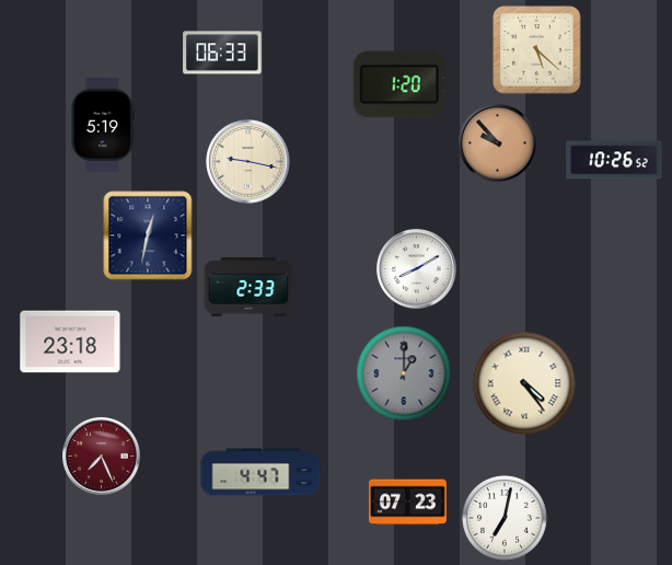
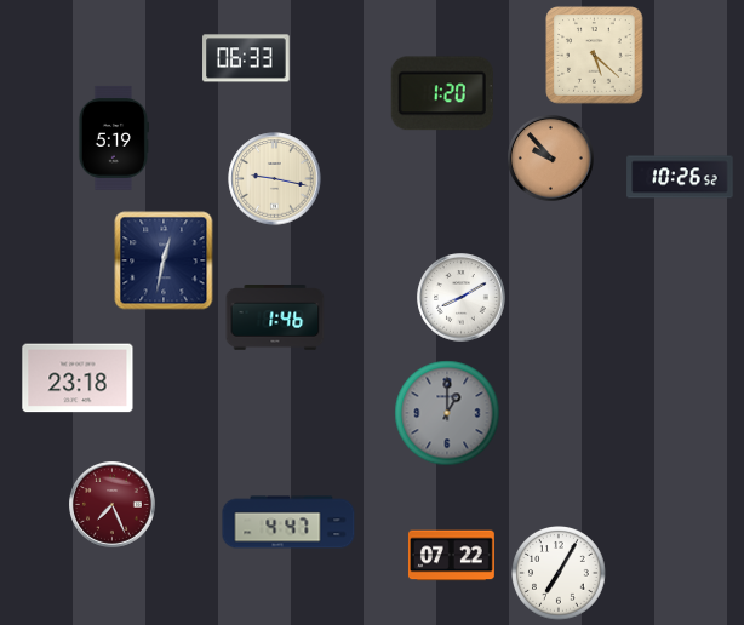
clock at (248, 288): 2:33 -> 1:46
clock at (524, 383): 4:24 -> none
clock at (407, 503): 07:23 -> 07:22
clock at (506, 519): 7:02 -> 7:05
